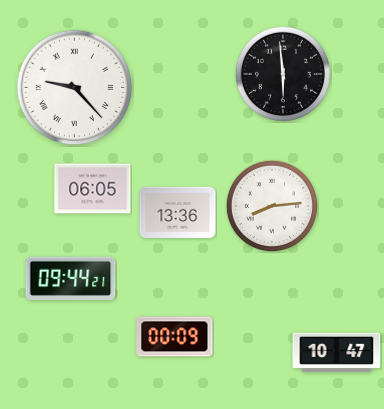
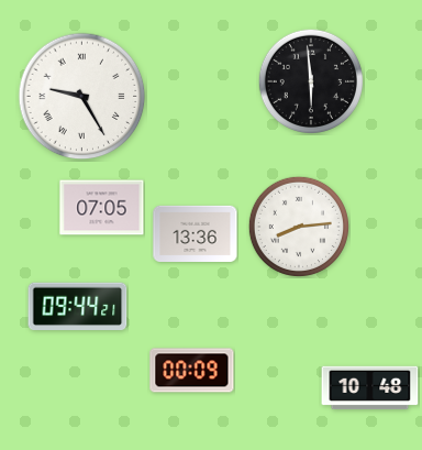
clock at (75, 88): 9:23 -> 9:25
clock at (93, 189): 06:05 -> 07:05
clock at (337, 353): 10:47 -> 10:48
